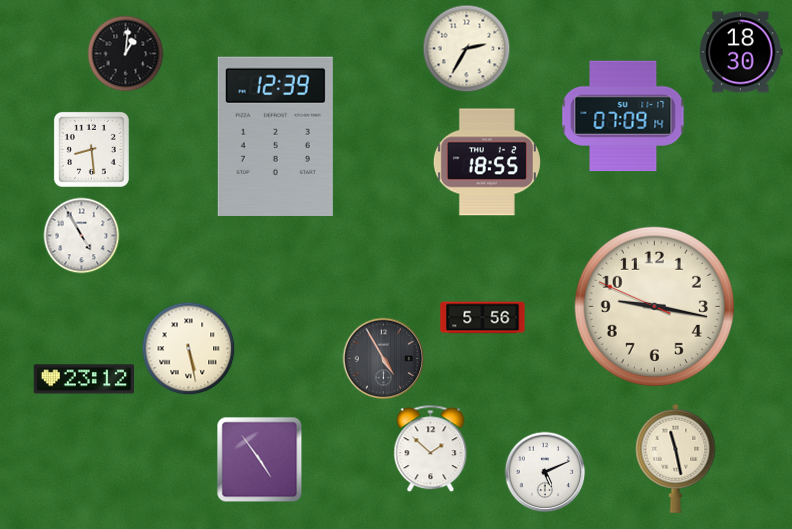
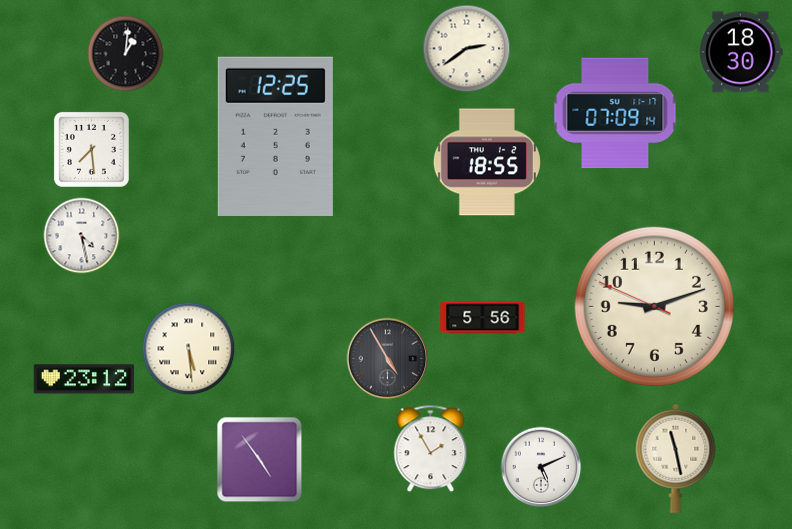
clock at (467, 49): 2:35 -> 2:39
clock at (623, 116) position: (623, 116) -> (615, 113)
clock at (275, 136): 12:39 -> 12:25
clock at (91, 149): 8:29 -> 7:29
clock at (82, 236): 4:55 -> 4:28
clock at (654, 306): 9:16 -> 9:11
clock at (189, 349): 5:28 -> 5:29
clock at (384, 359) position: (384, 359) -> (388, 359)
clock at (431, 449): 1:52 -> 1:55
clock at (545, 472) position: (545, 472) -> (541, 467)
